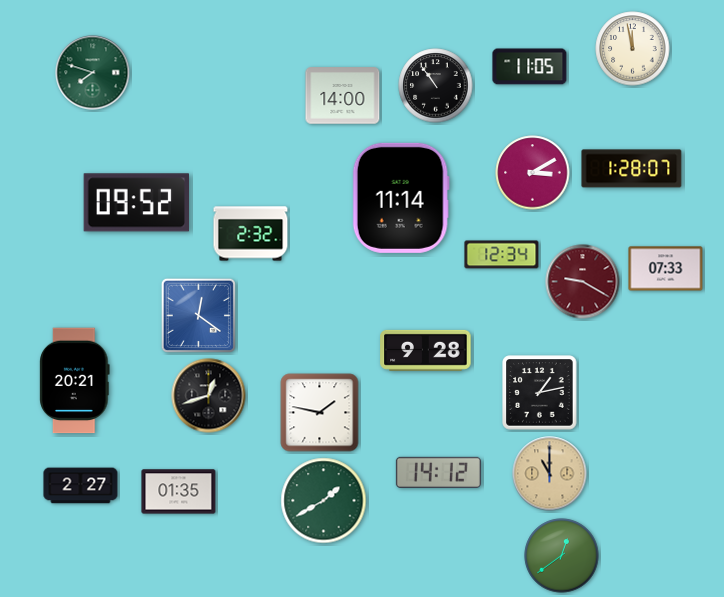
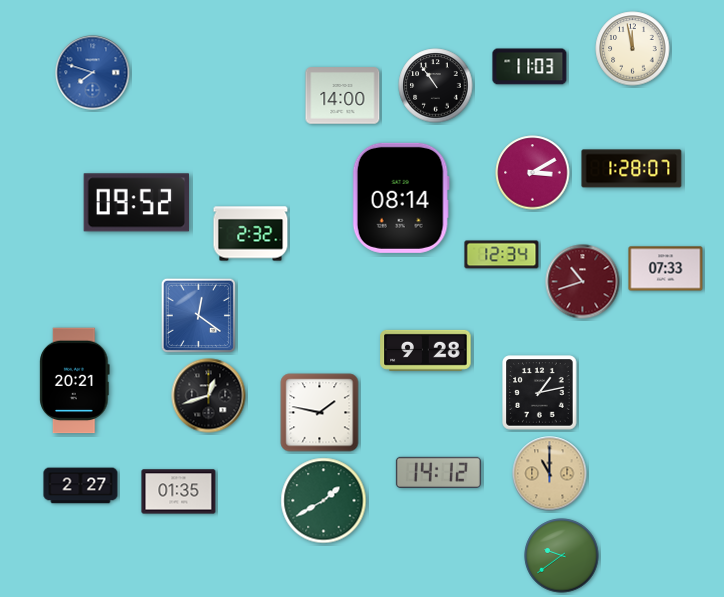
clock at (530, 67): 11:05 -> 11:03
clock at (93, 73) dial: green -> blue
clock at (401, 198): 11:14 -> 08:14
clock at (583, 282): 9:20 -> 10:42
clock at (562, 556): 12:39 -> 9:39
